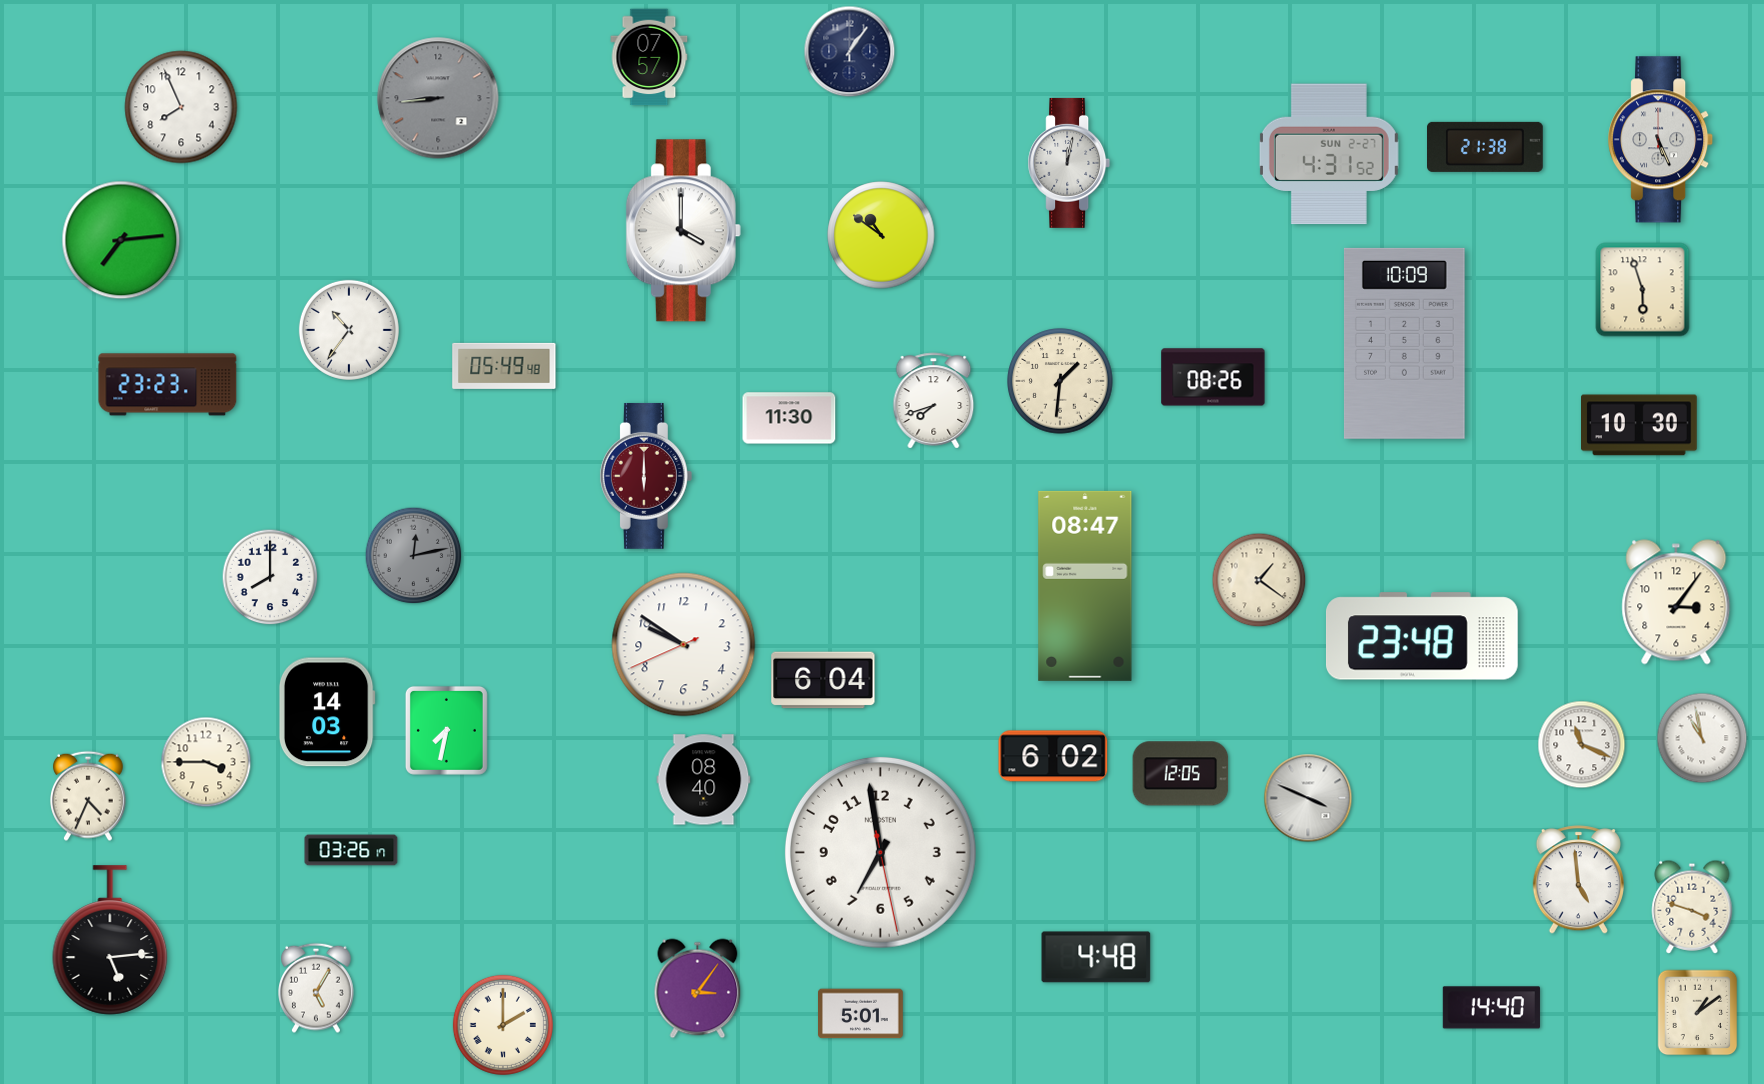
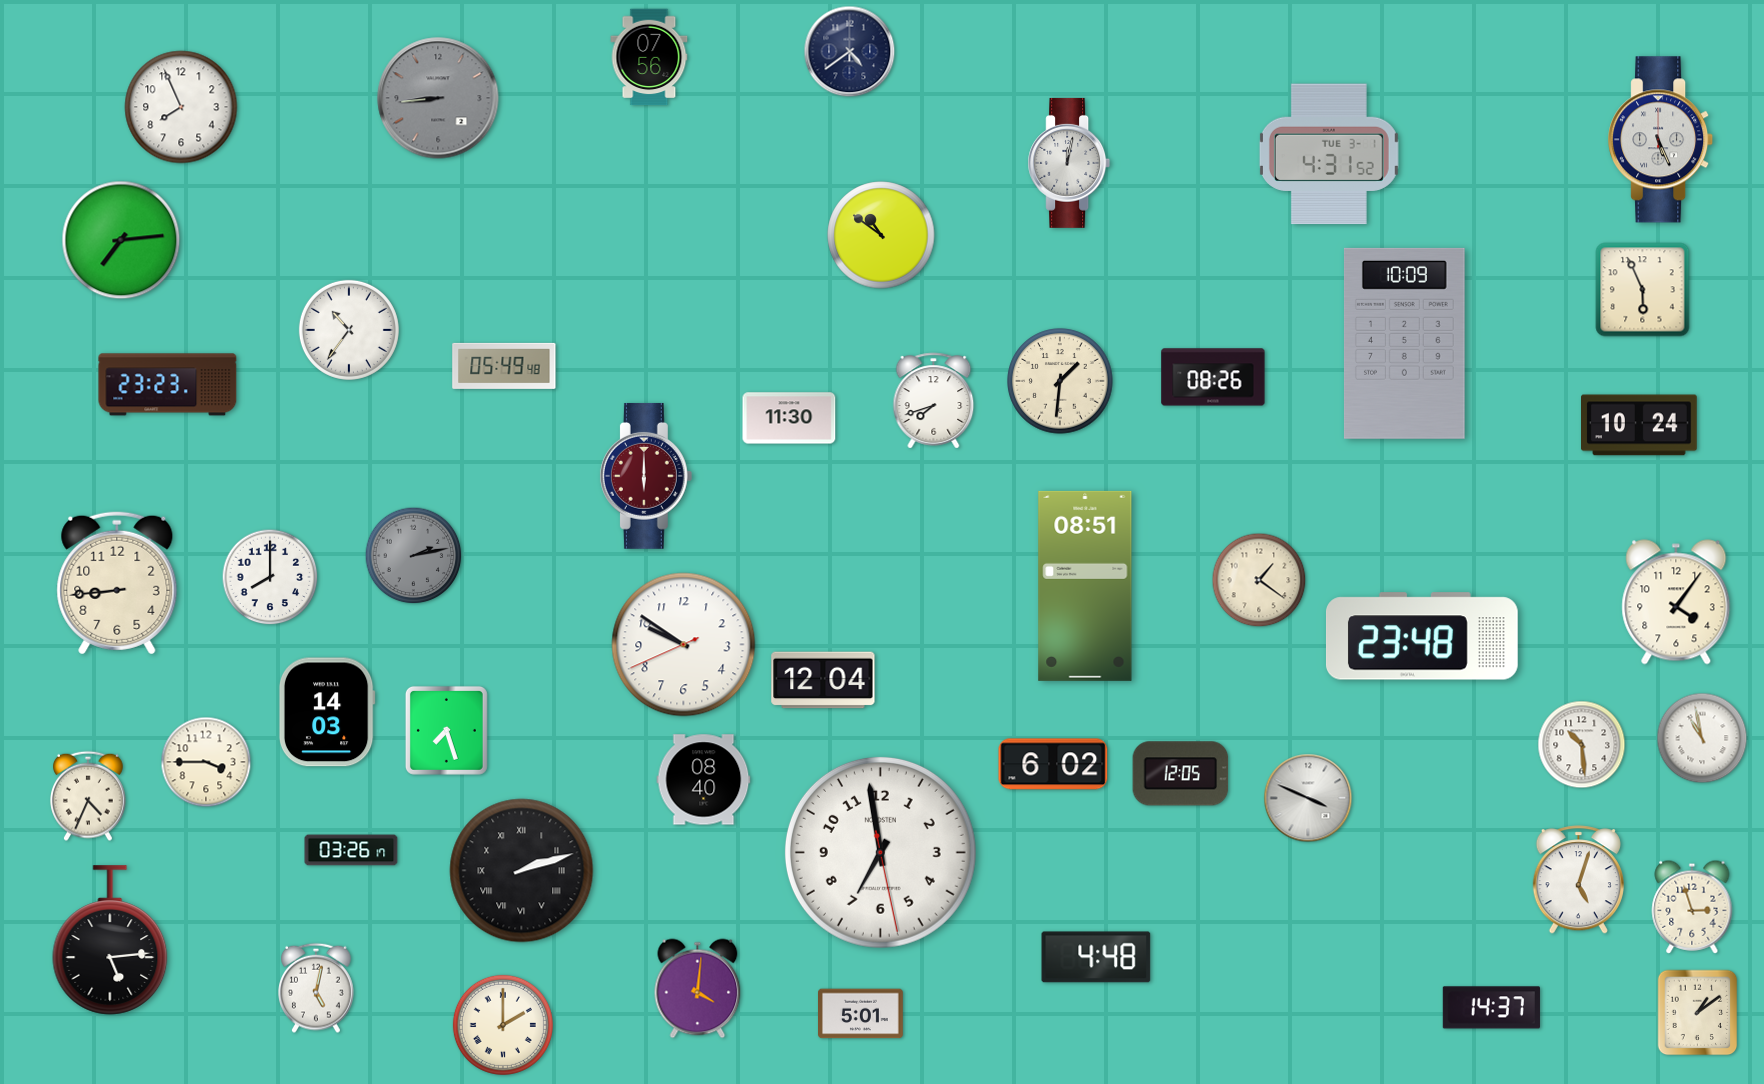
clock at (850, 52): 1:06 -> 4:39
clock at (649, 57): 07:57 -> 07:56
clock at (1486, 147): 21:38 -> none
clock at (1329, 154) date: SUN 2-27 -> TUE 3-1
clock at (683, 231): 4:00 -> none
clock at (1643, 290): 5:57 -> 5:56
clock at (1640, 425): 10:30 -> 10:24
clock at (414, 556): 12:13 -> 2:13
clock at (117, 583): none -> 8:44
clock at (1085, 586): 08:47 -> 08:51
clock at (1676, 602): 3:06 -> 4:06
clock at (823, 680): 6:04 -> 12:04
clock at (446, 730): 7:32 -> 7:27
clock at (1582, 745): 11:19 -> 10:29
clock at (1053, 756) position: (1053, 756) -> (1053, 764)
clock at (522, 871): none -> 2:12
clock at (1578, 880): 4:59 -> 5:03
clock at (1692, 907): 3:48 -> 2:57
clock at (317, 988): 5:05 -> 5:02
clock at (698, 989): 3:06 -> 4:01
clock at (1491, 1008): 14:40 -> 14:37
